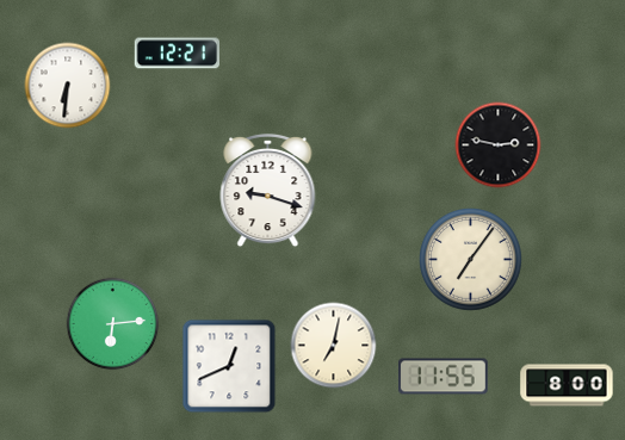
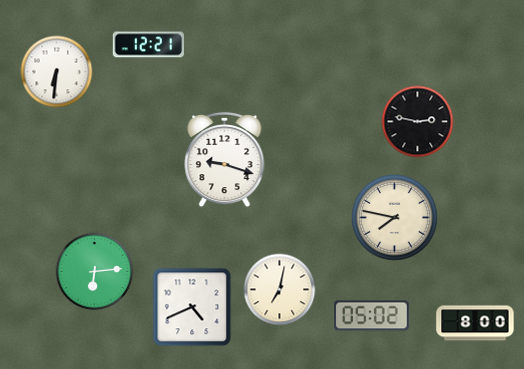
clock at (471, 260): 7:06 -> 7:47
clock at (229, 366): 12:41 -> 4:41
clock at (444, 377): 11:55 -> 05:02
